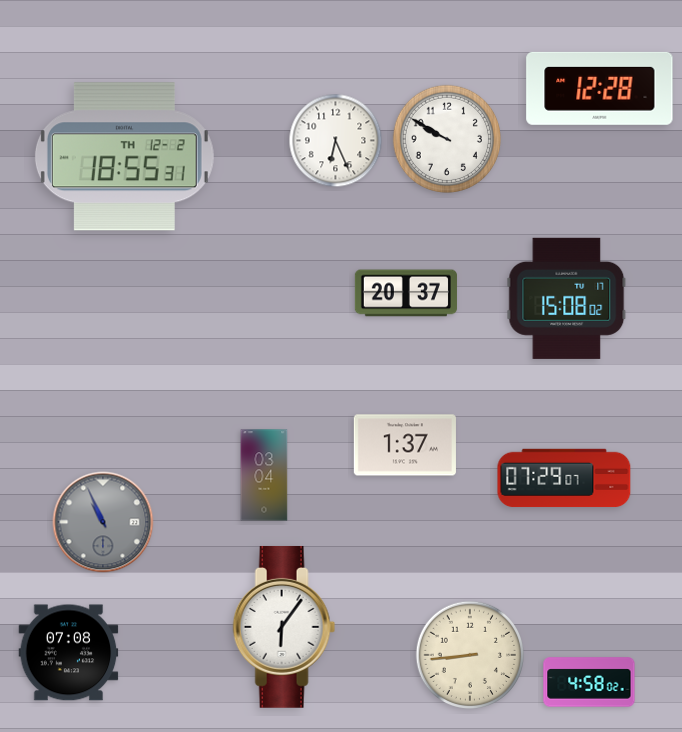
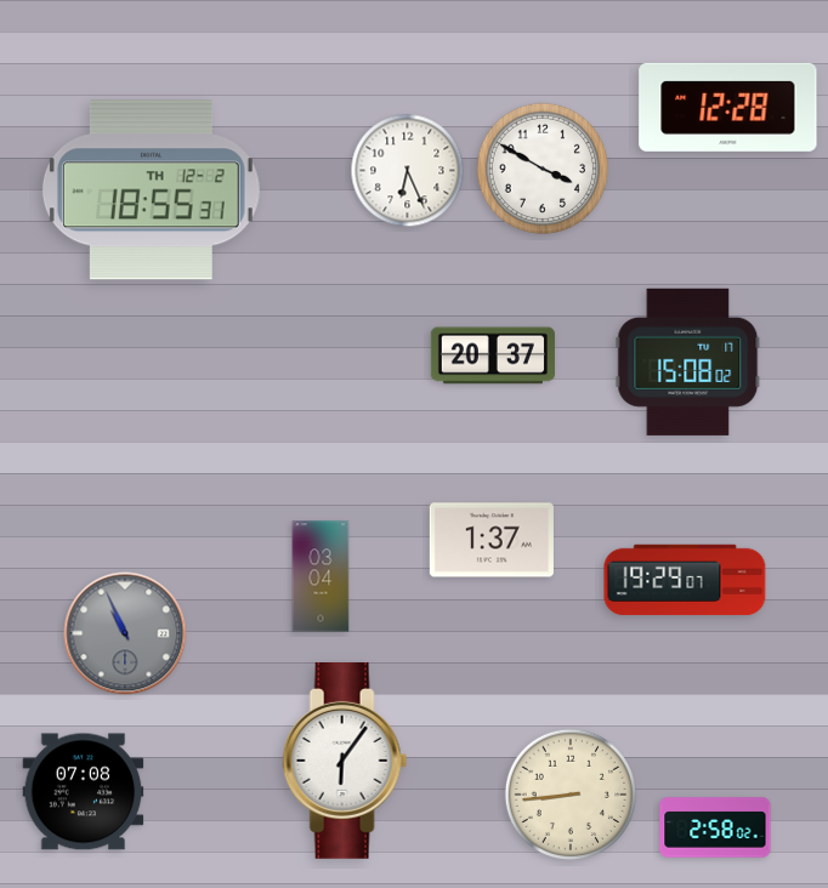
clock at (446, 138): 9:50 -> 3:50
clock at (564, 478): 07:29 -> 19:29
clock at (589, 682): 4:58 -> 2:58
